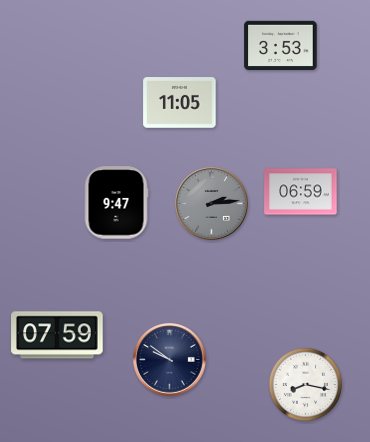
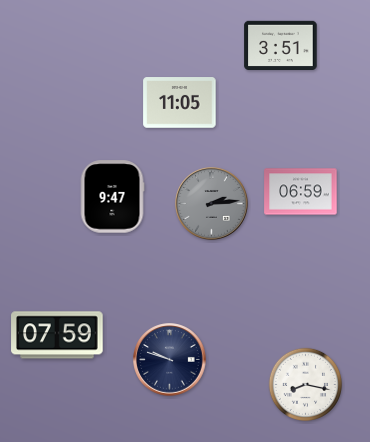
clock at (281, 45): 3:53 -> 3:51
clock at (116, 203) position: (116, 203) -> (112, 197)
clock at (170, 360): 9:51 -> 9:48
